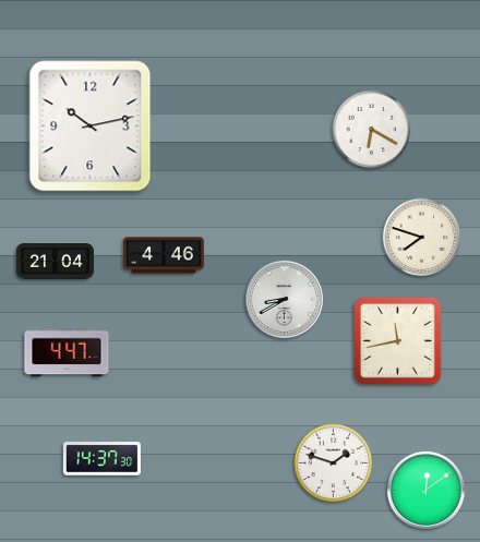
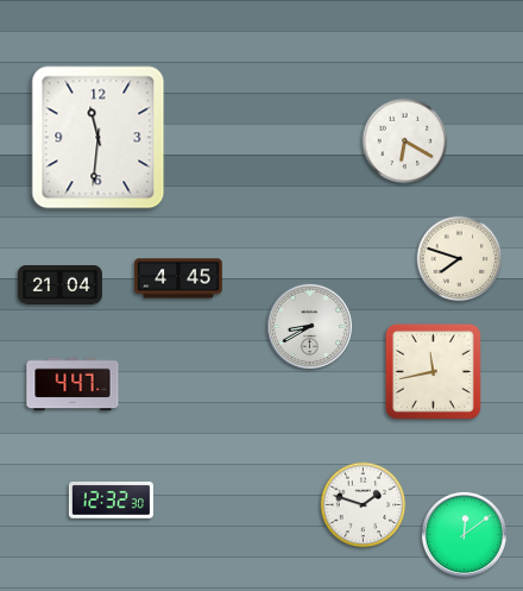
clock at (91, 127): 10:13 -> 11:31
clock at (164, 255): 4:46 -> 4:45
clock at (101, 459): 14:37 -> 12:32
